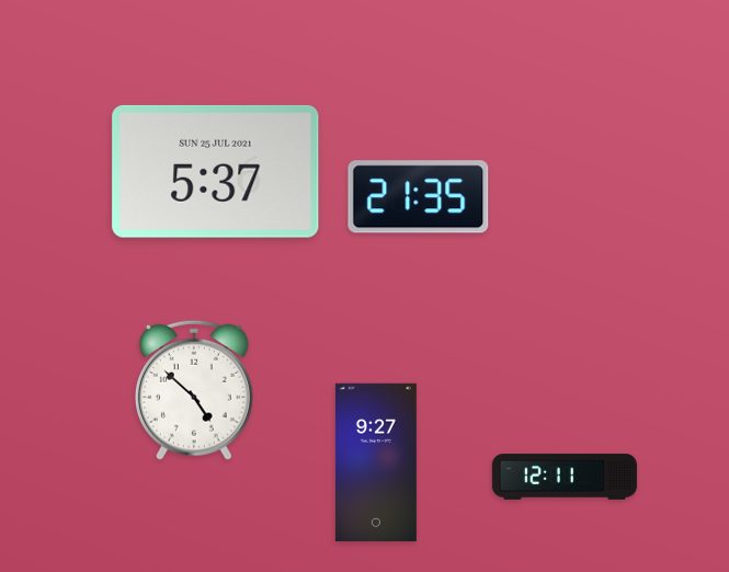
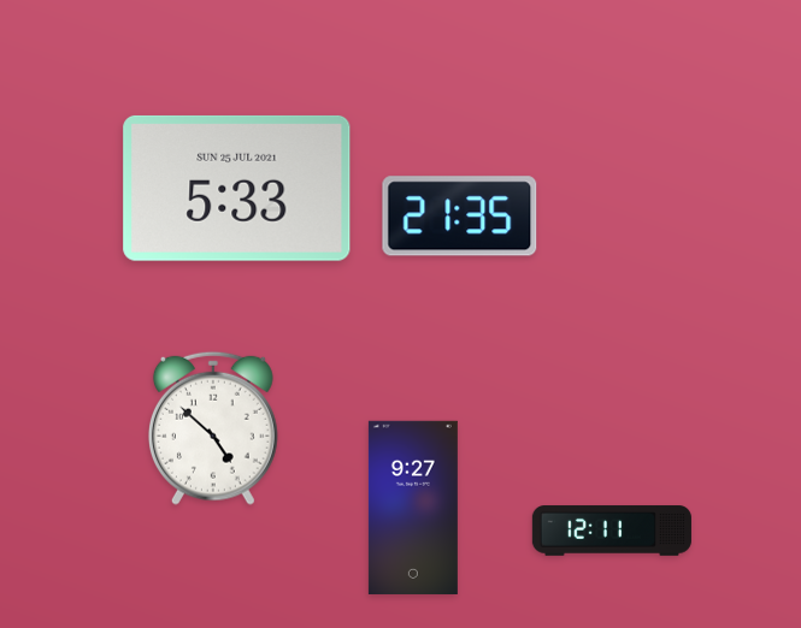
clock at (216, 171): 5:37 -> 5:33
clock at (565, 477) position: (565, 477) -> (612, 531)
